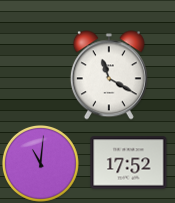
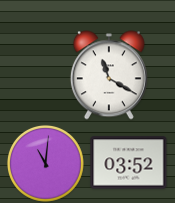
clock at (40, 163) position: (40, 163) -> (45, 163)
clock at (129, 163): 17:52 -> 03:52
